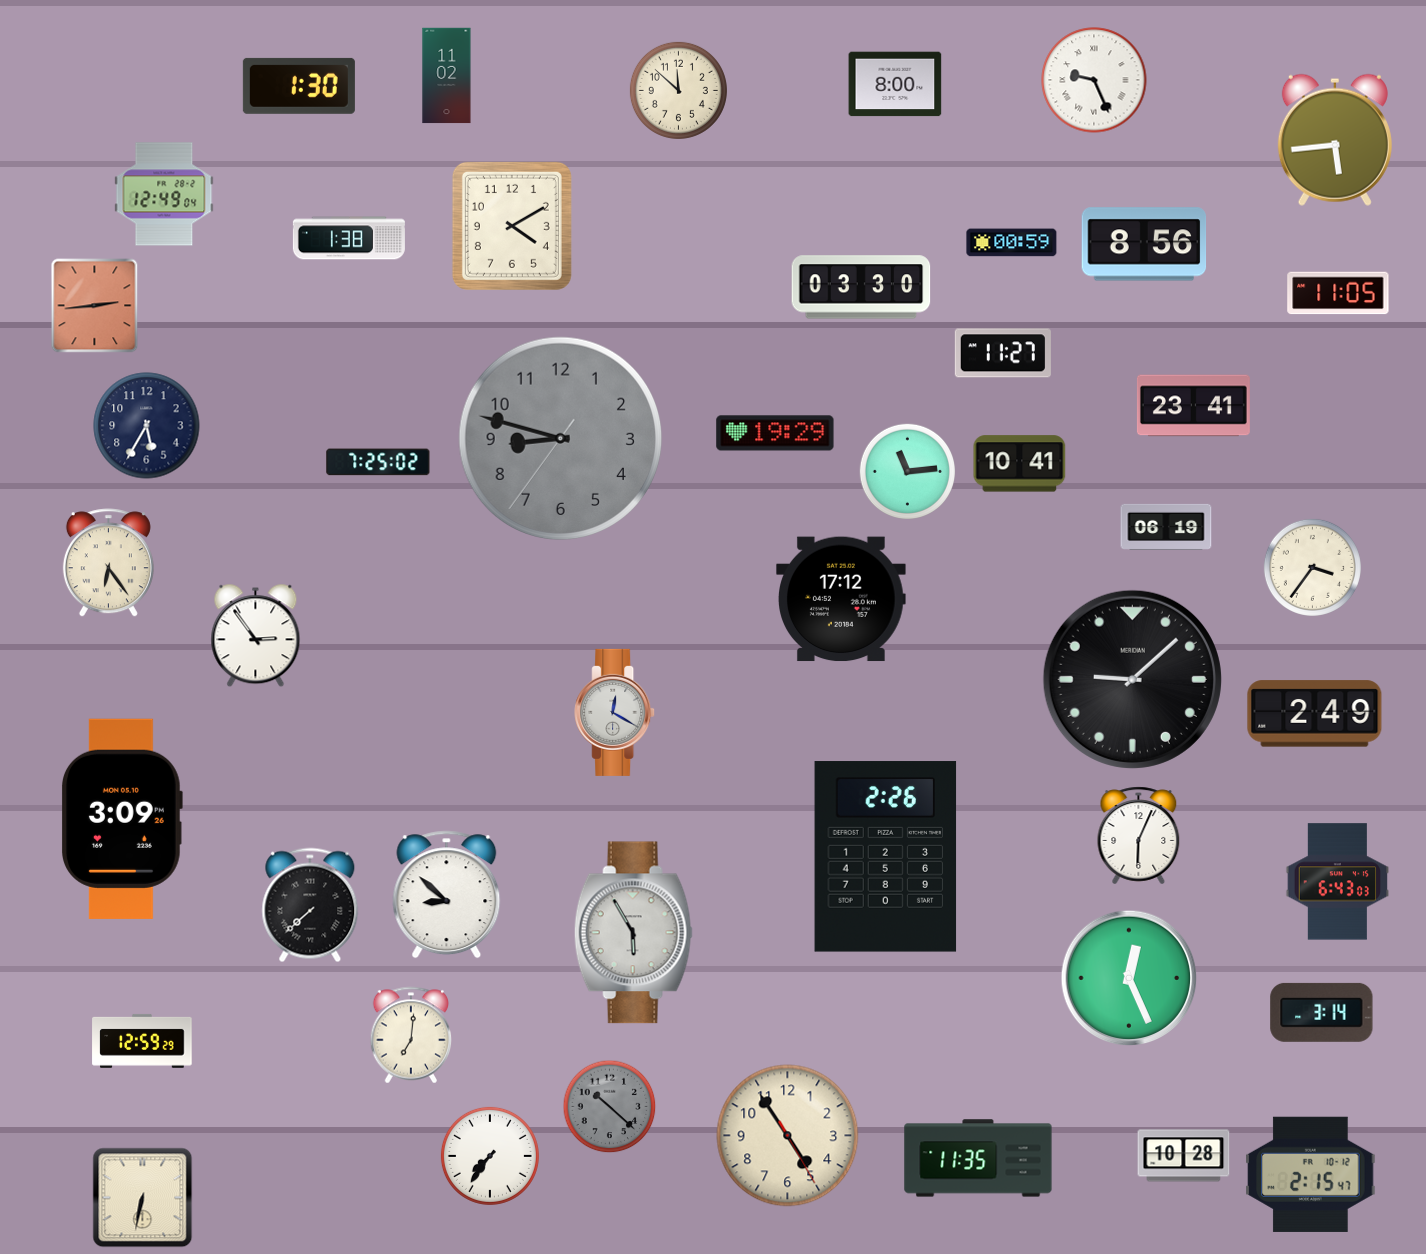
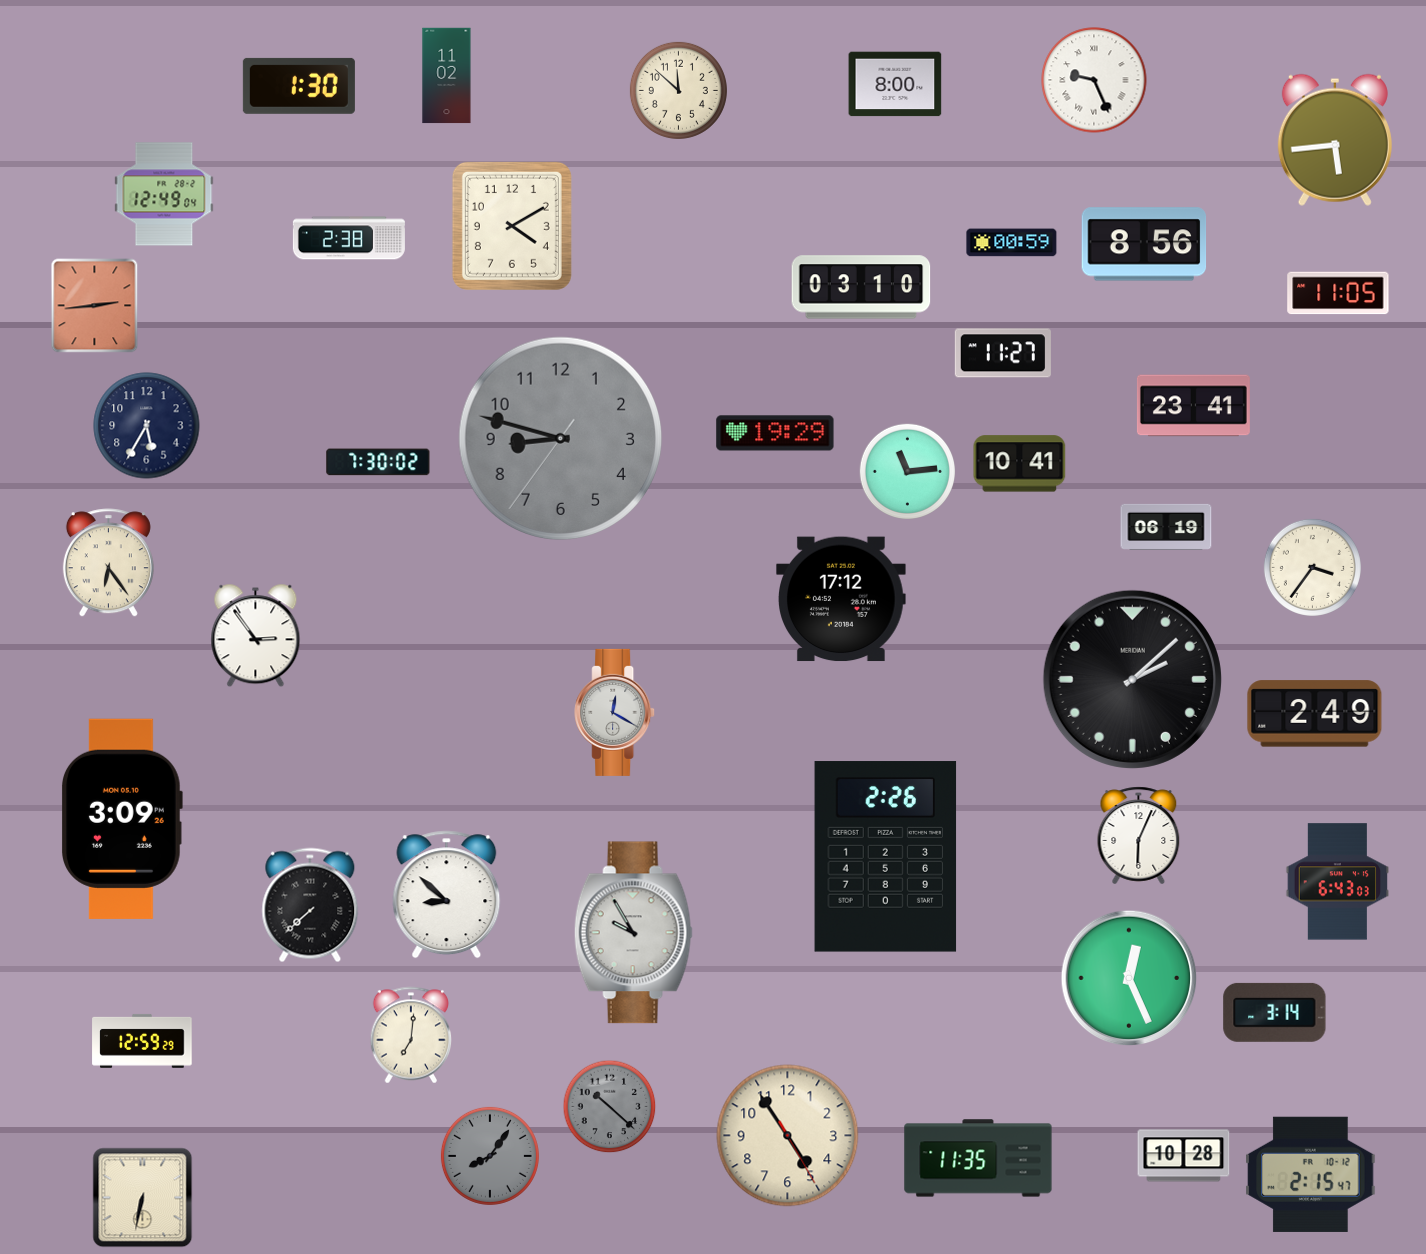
clock at (349, 238): 1:38 -> 2:38
clock at (861, 287): 03:30 -> 03:10
clock at (378, 462): 7:25 -> 7:30
clock at (1132, 679): 9:08 -> 2:08
clock at (633, 933): 5:55 -> 9:55
clock at (1322, 1012) position: (1322, 1012) -> (1275, 1012)
clock at (490, 1156): 7:36 -> 8:06
clock at (490, 1156) dial: white -> grey
